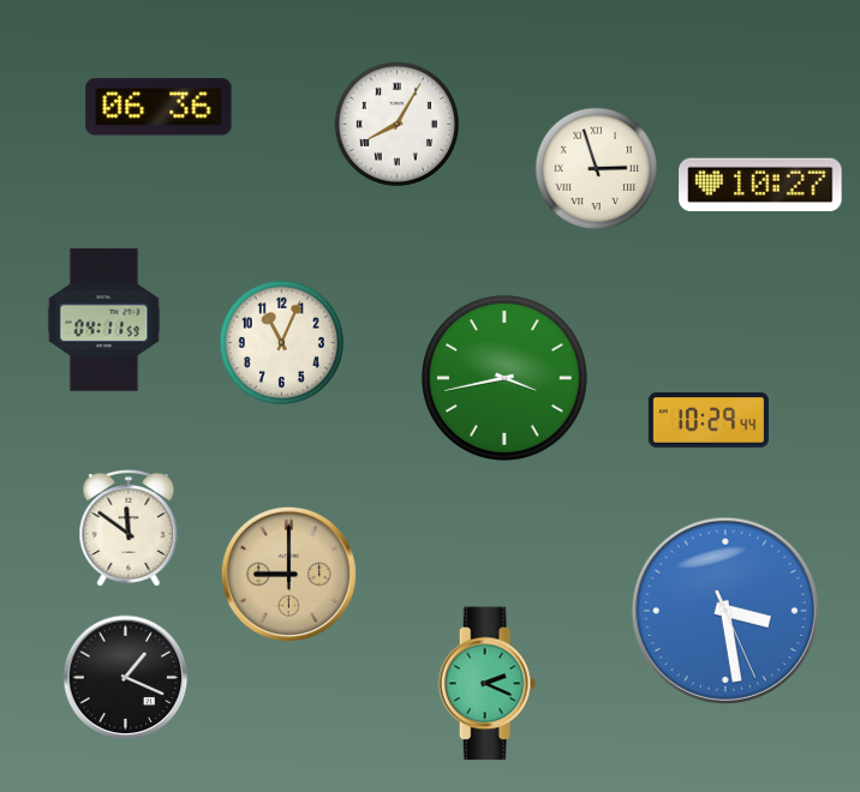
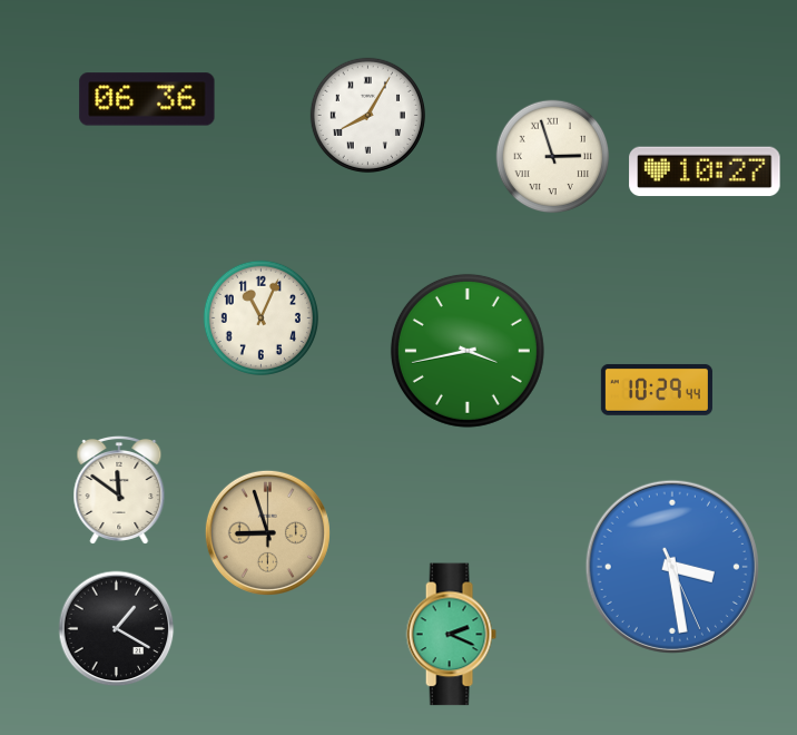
clock at (104, 320): 04:11 -> none
clock at (288, 574): 9:00 -> 8:57
clock at (126, 678): 1:19 -> 1:20
